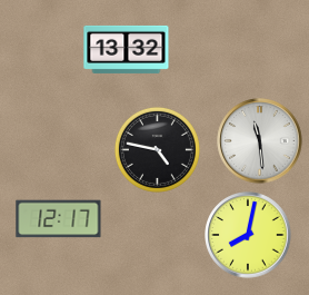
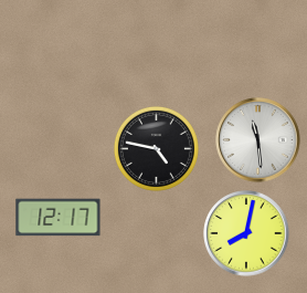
clock at (127, 49): 13:32 -> none
